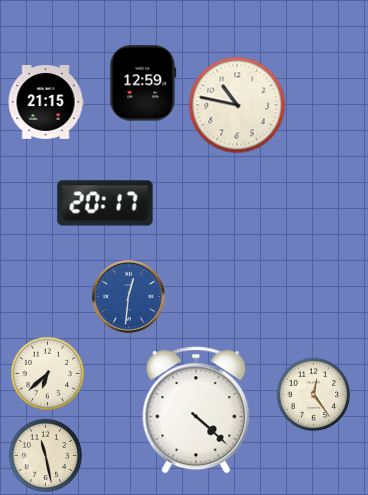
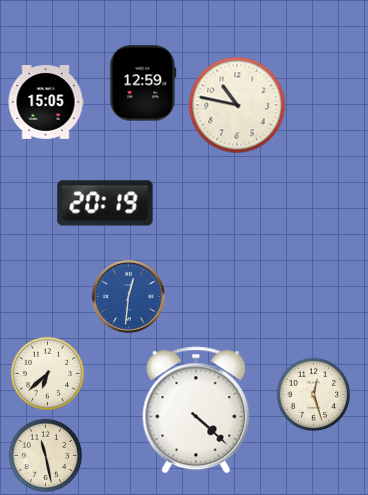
clock at (46, 102): 21:15 -> 15:05
clock at (105, 203): 20:17 -> 20:19
clock at (314, 395): 12:24 -> 12:27
